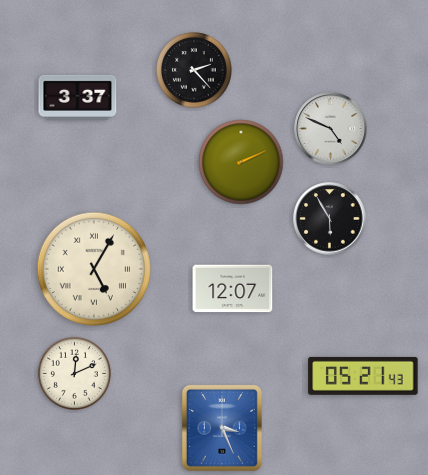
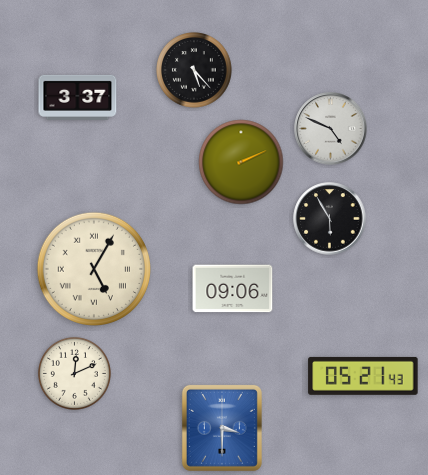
clock at (195, 71): 2:23 -> 5:23
clock at (233, 289): 12:07 -> 09:06
clock at (222, 428): 3:26 -> 3:30
